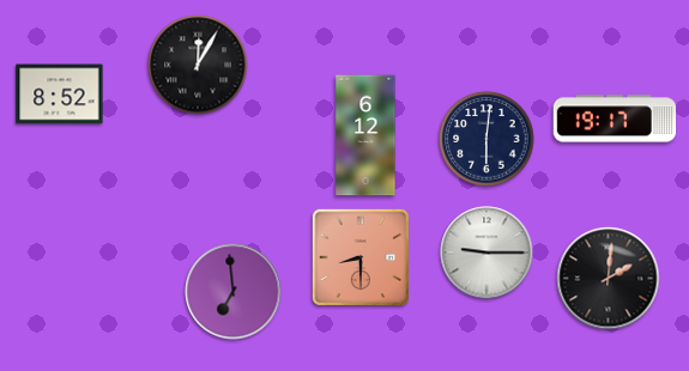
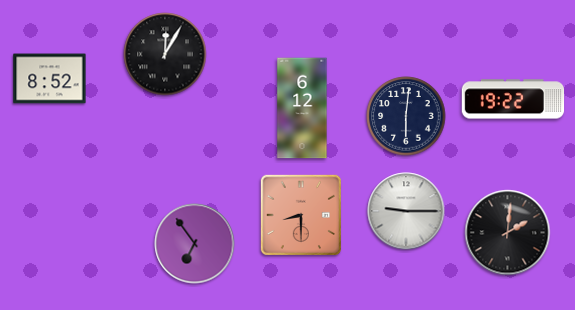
clock at (615, 118): 19:17 -> 19:22
clock at (365, 135) position: (365, 135) -> (302, 108)
clock at (234, 292): 6:59 -> 6:54
